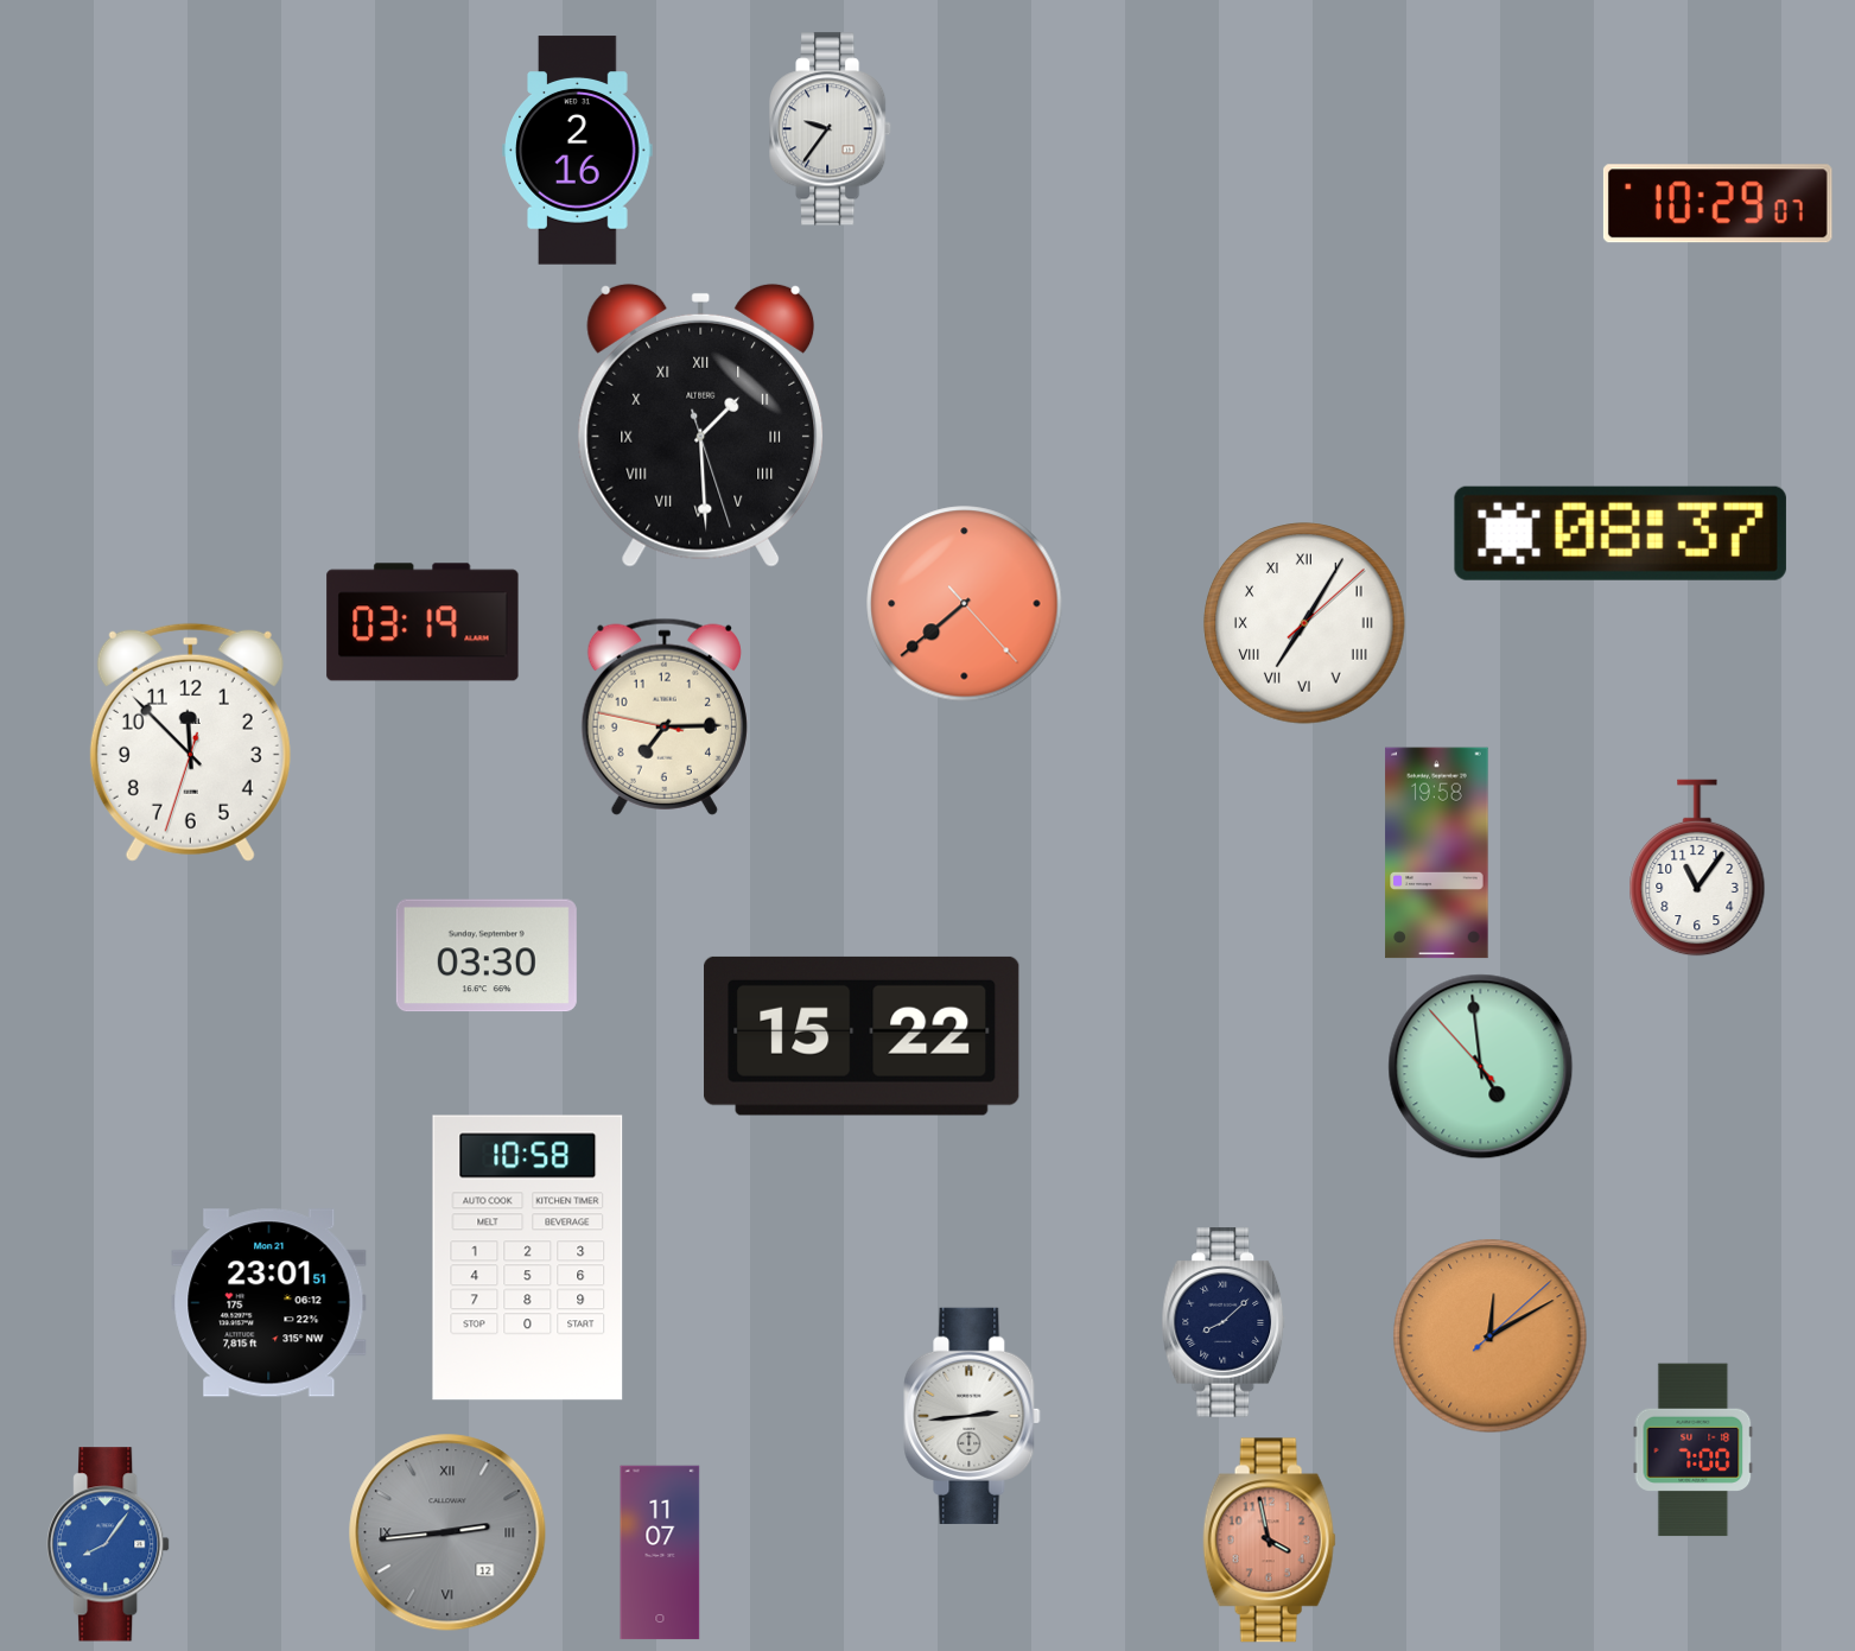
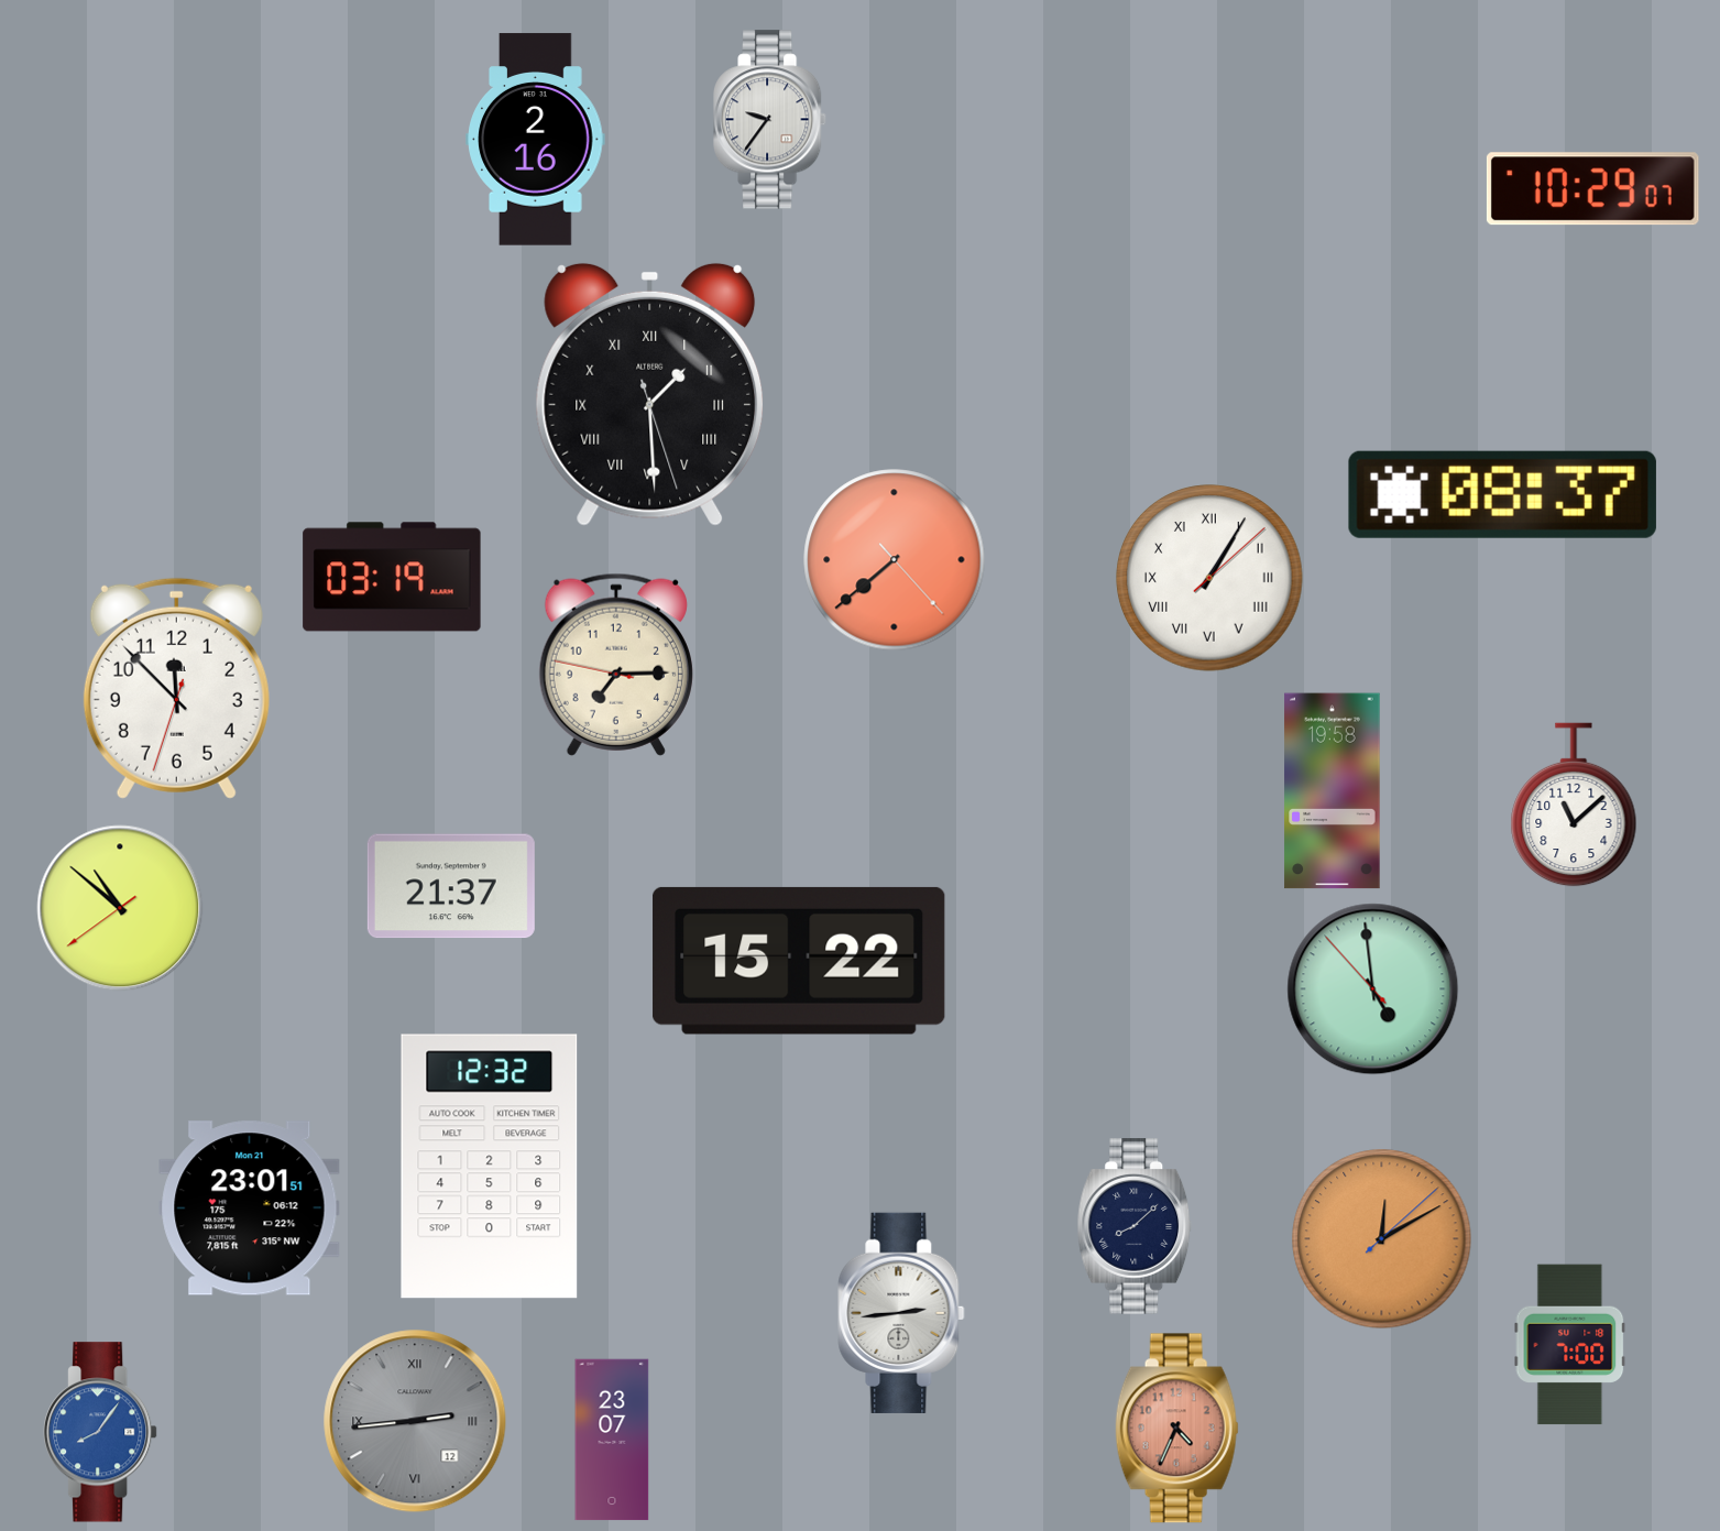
clock at (1304, 623): 7:05 -> 1:05
clock at (1697, 868): 11:06 -> 11:08
clock at (487, 955): 03:30 -> 21:37
clock at (120, 908): none -> 10:51
clock at (528, 1258): 10:58 -> 12:32
clock at (1269, 1541): 3:58 -> 4:34
clock at (660, 1552): 11:07 -> 23:07
